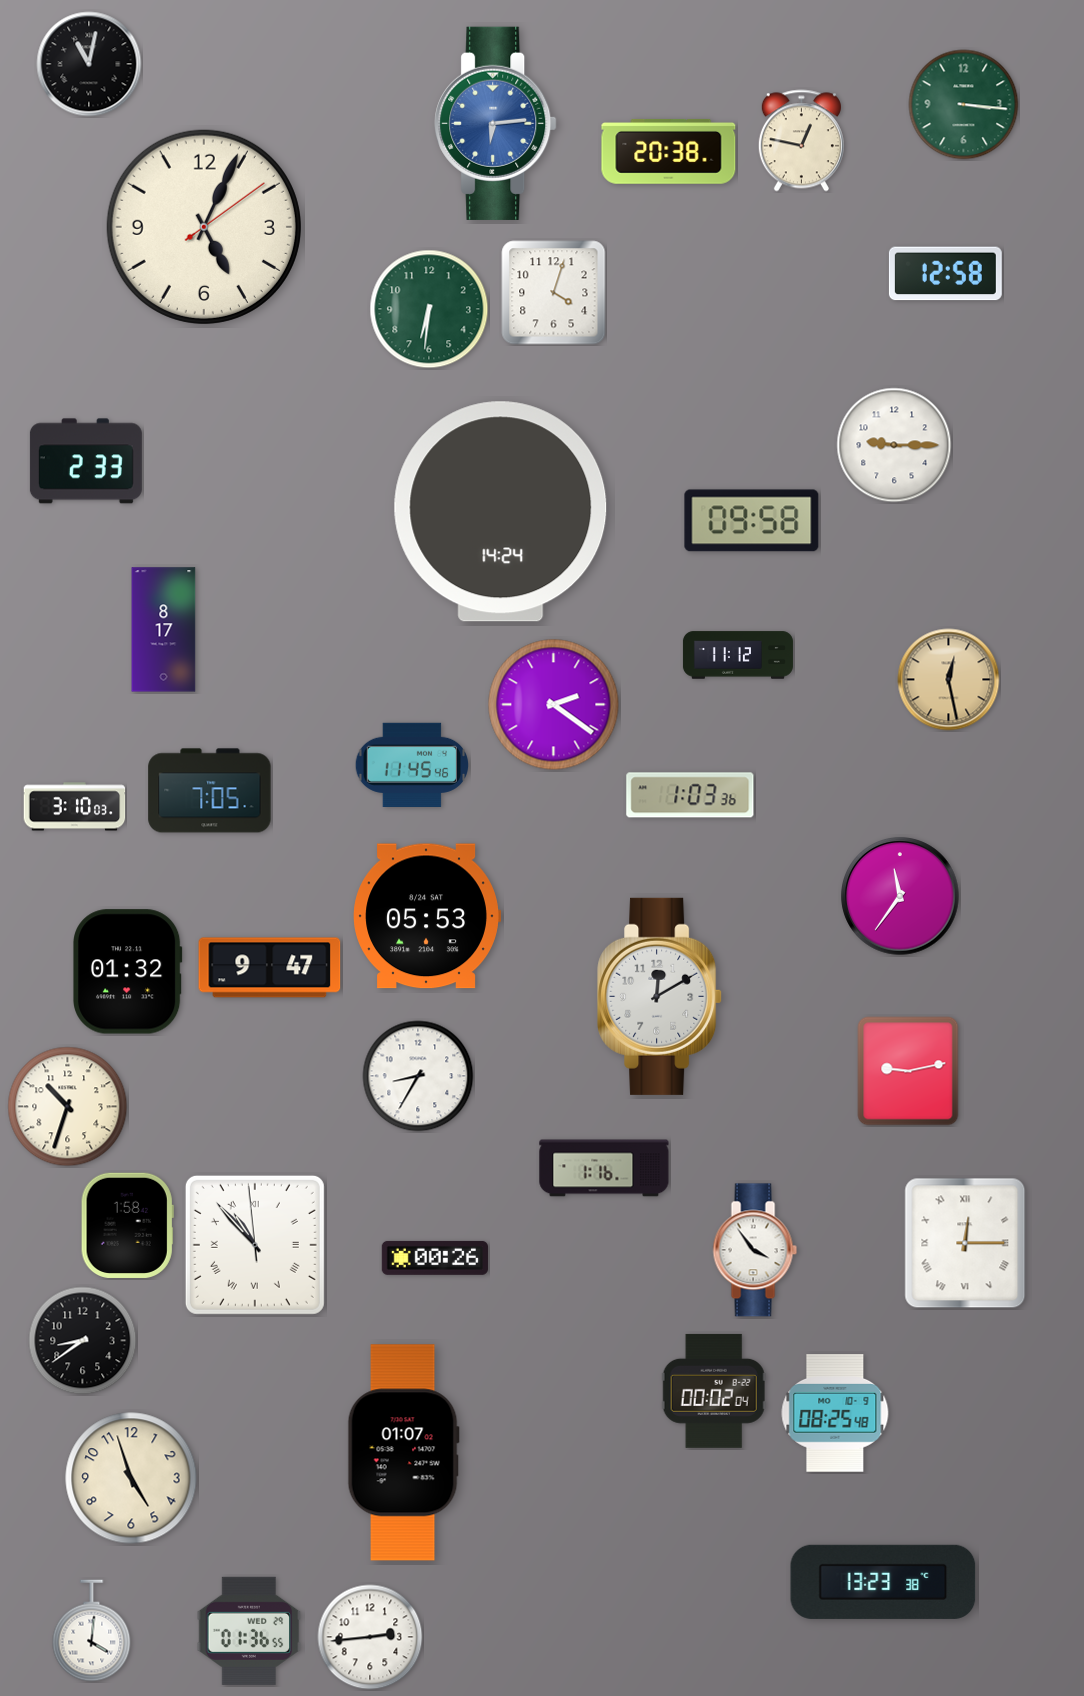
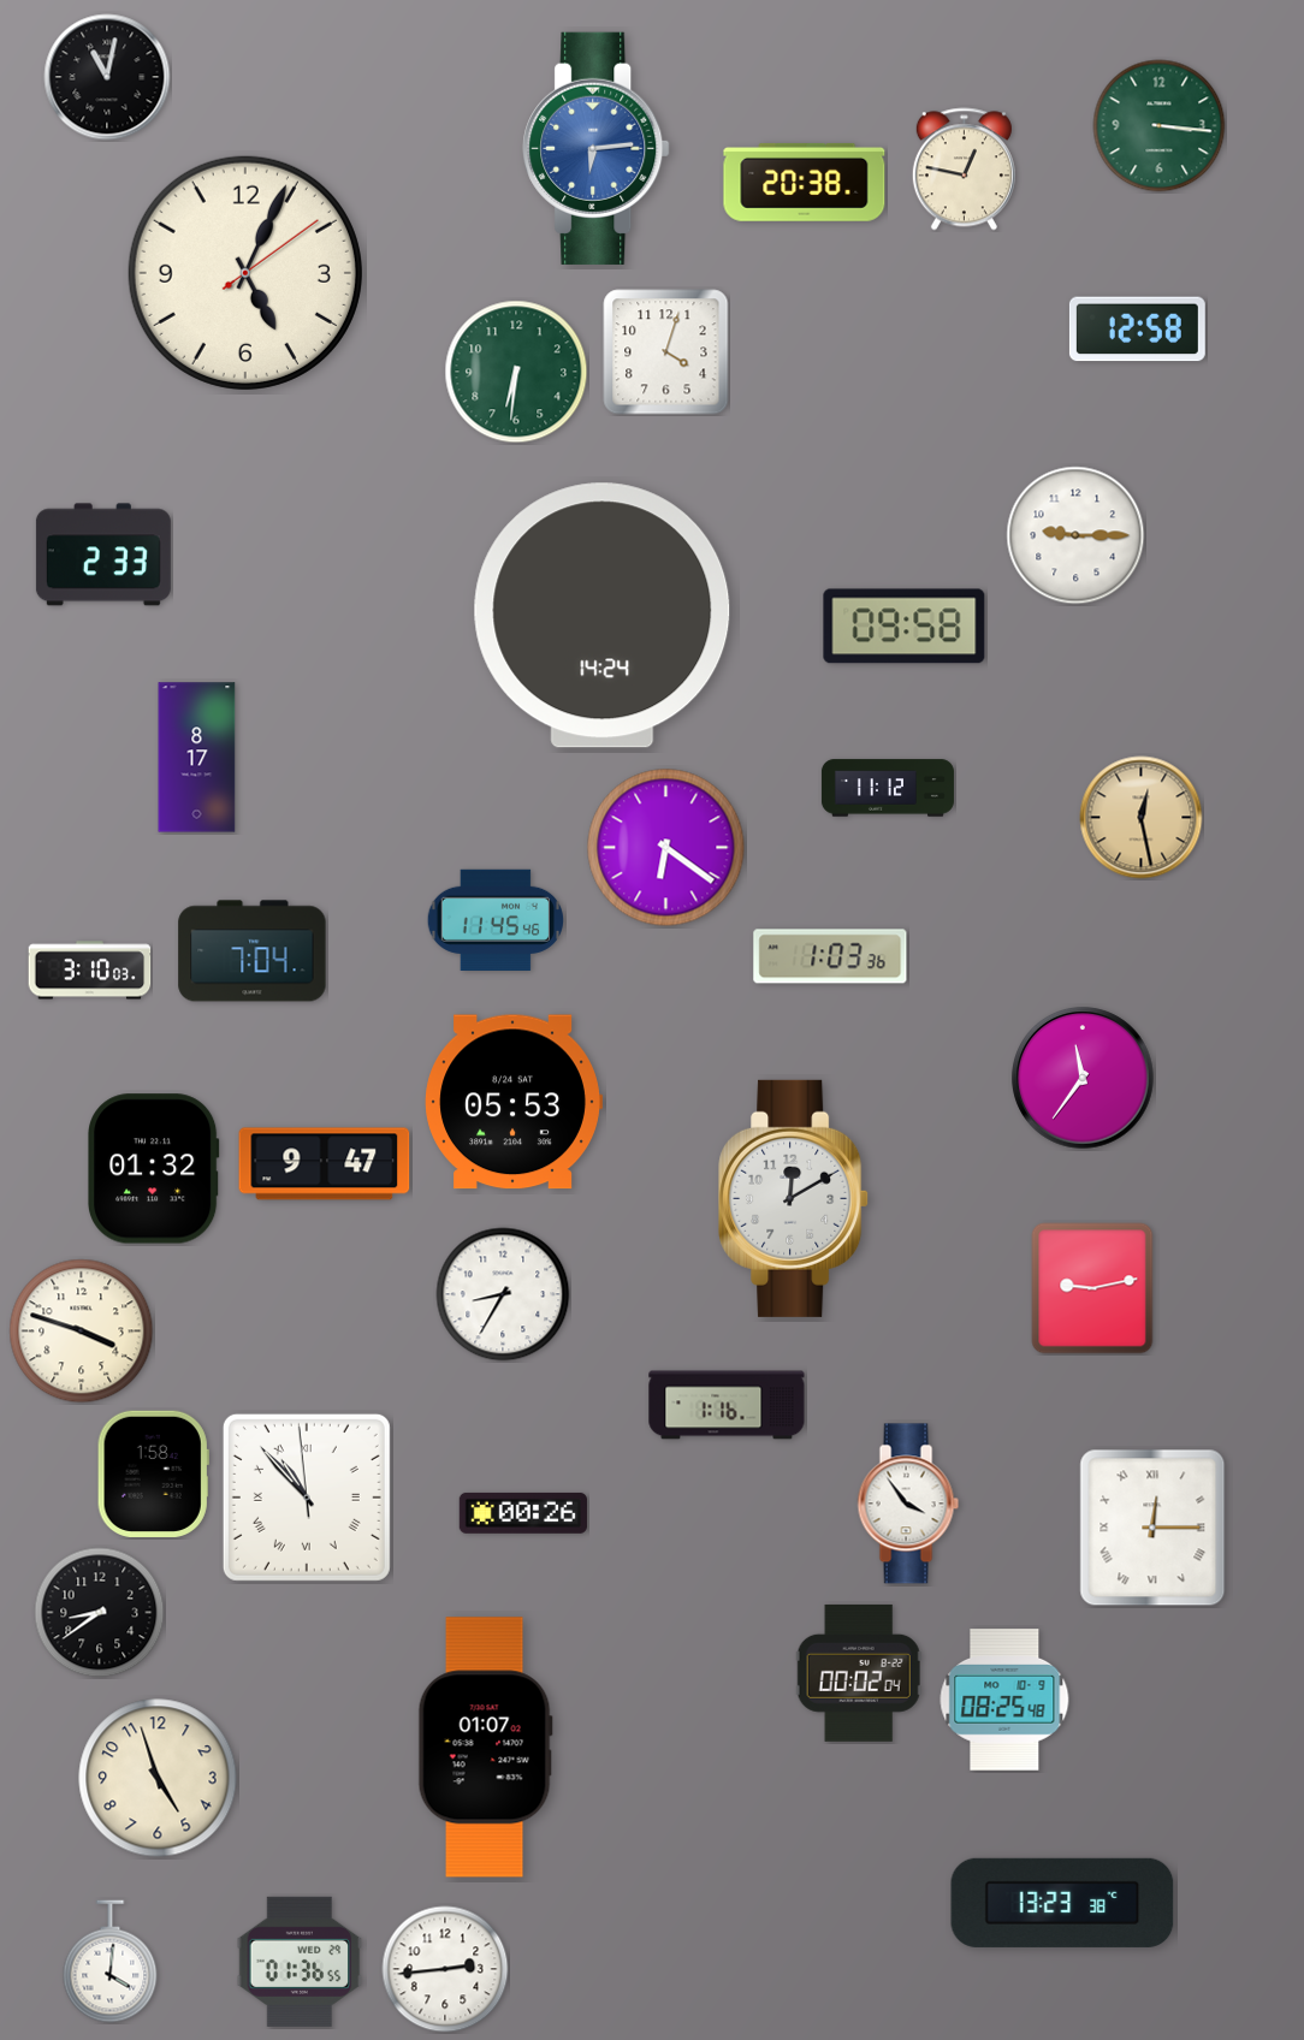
clock at (554, 705): 2:21 -> 6:21
clock at (210, 791): 7:05 -> 7:04
clock at (68, 1107): 10:33 -> 3:48
clock at (965, 1243) position: (965, 1243) -> (1152, 1528)
